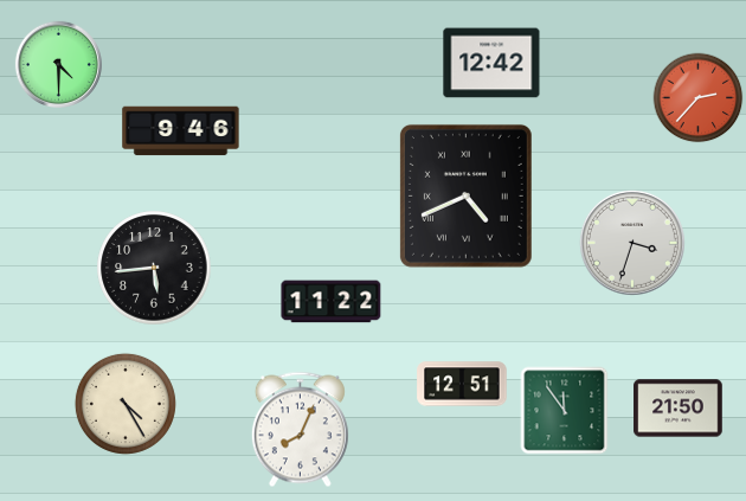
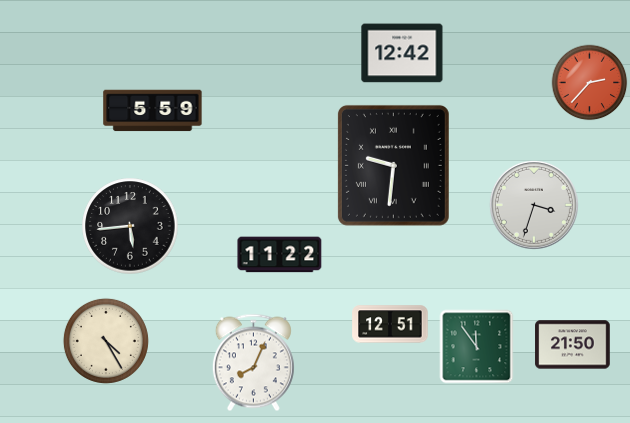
clock at (491, 63) position: (491, 63) -> (402, 53)
clock at (58, 64): 4:30 -> none
clock at (181, 131): 9:46 -> 5:59
clock at (465, 195): 4:41 -> 9:31
